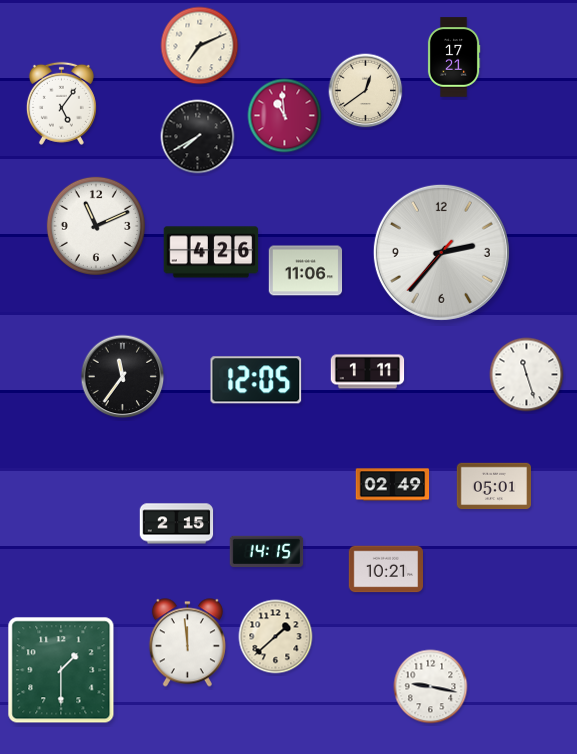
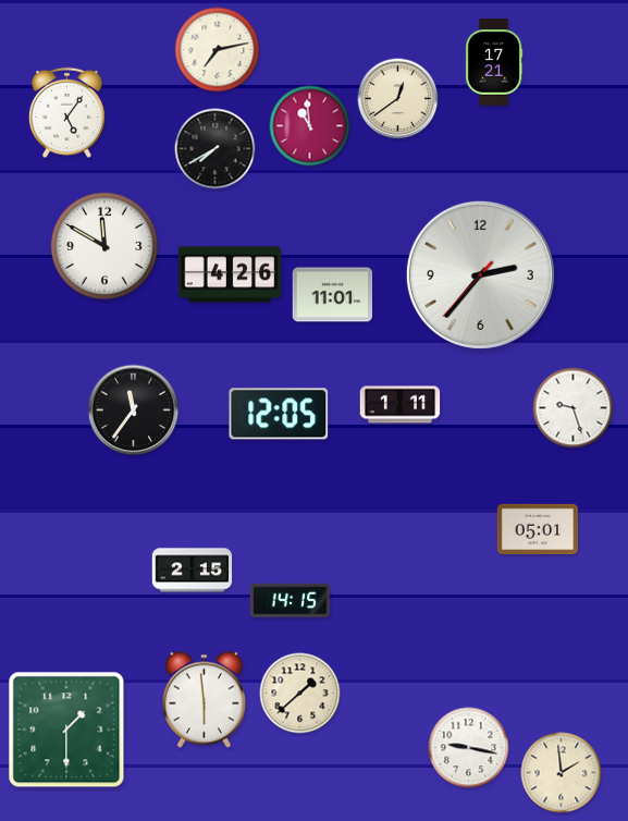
clock at (200, 46): 7:11 -> 7:13
clock at (96, 226): 11:11 -> 11:50
clock at (306, 271): 11:06 -> 11:01
clock at (527, 375): 11:27 -> 9:27
clock at (393, 485): 02:49 -> none
clock at (386, 569): 10:21 -> none
clock at (187, 643): 11:59 -> 5:59
clock at (562, 773): none -> 1:59
